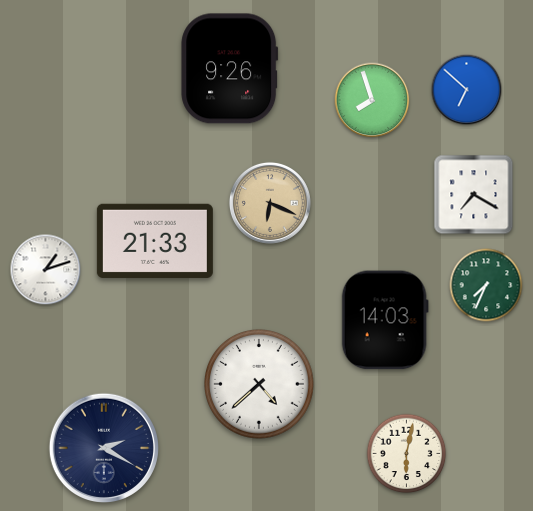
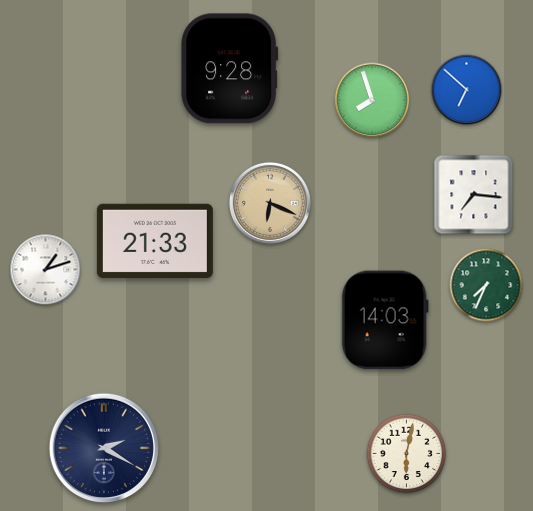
clock at (230, 69): 9:26 -> 9:28
clock at (474, 195): 7:20 -> 7:16
clock at (260, 385): 4:38 -> none
